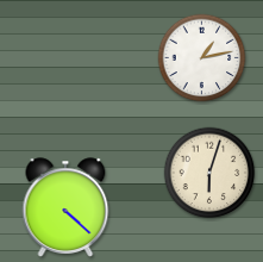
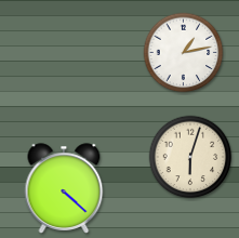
clock at (65, 207) position: (65, 207) -> (64, 188)
